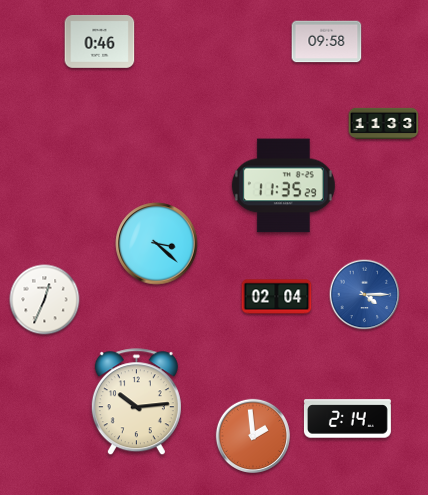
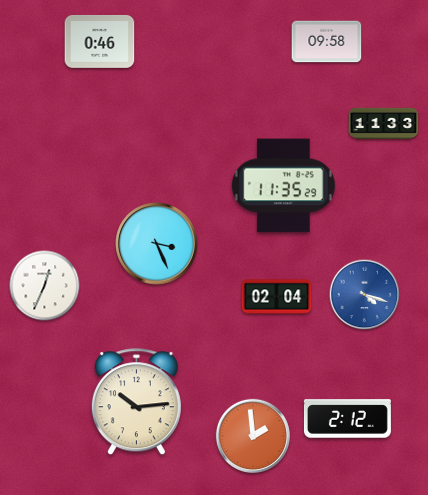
clock at (157, 244): 3:22 -> 3:26
clock at (365, 295): 4:15 -> 4:18
clock at (45, 300) position: (45, 300) -> (45, 286)
clock at (347, 419): 2:14 -> 2:12
